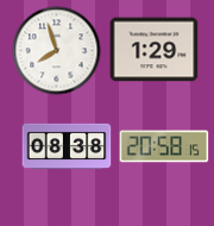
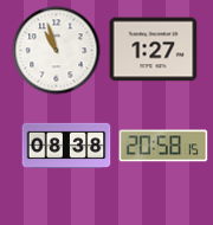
clock at (155, 50): 1:29 -> 1:27
clock at (57, 51): 7:57 -> 10:57
